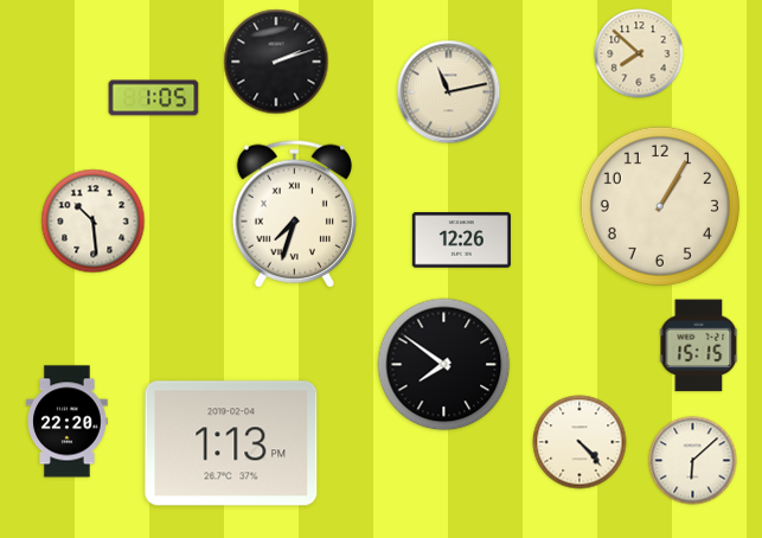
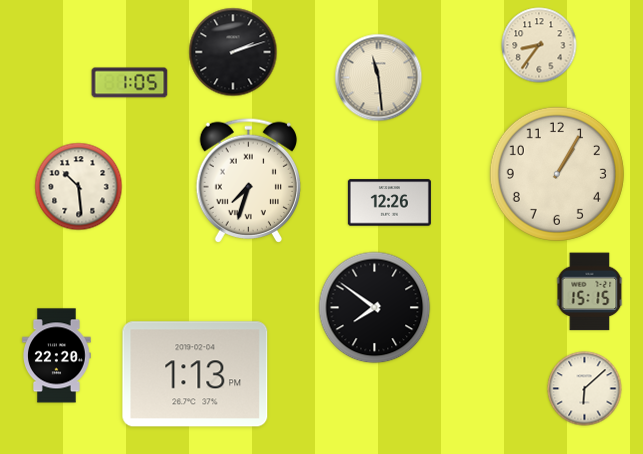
clock at (639, 53): 7:52 -> 8:36
clock at (449, 92): 11:13 -> 11:29
clock at (579, 442): 4:23 -> none
